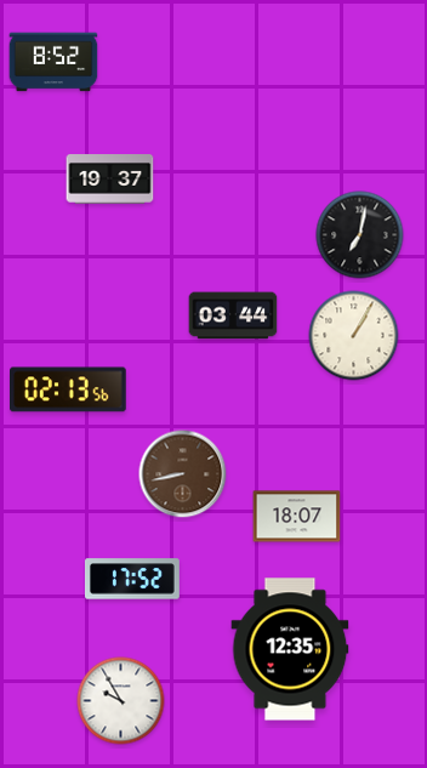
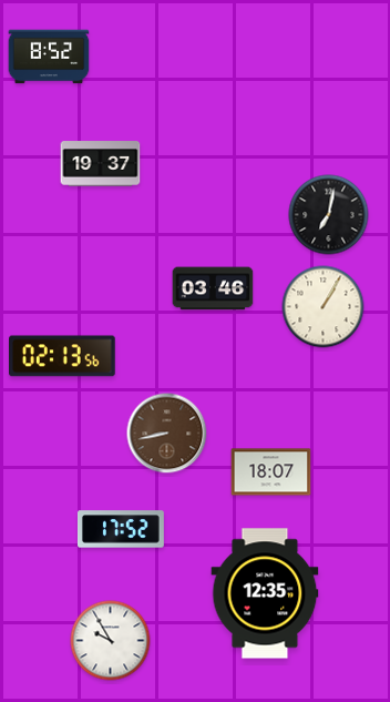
clock at (233, 315): 03:44 -> 03:46
